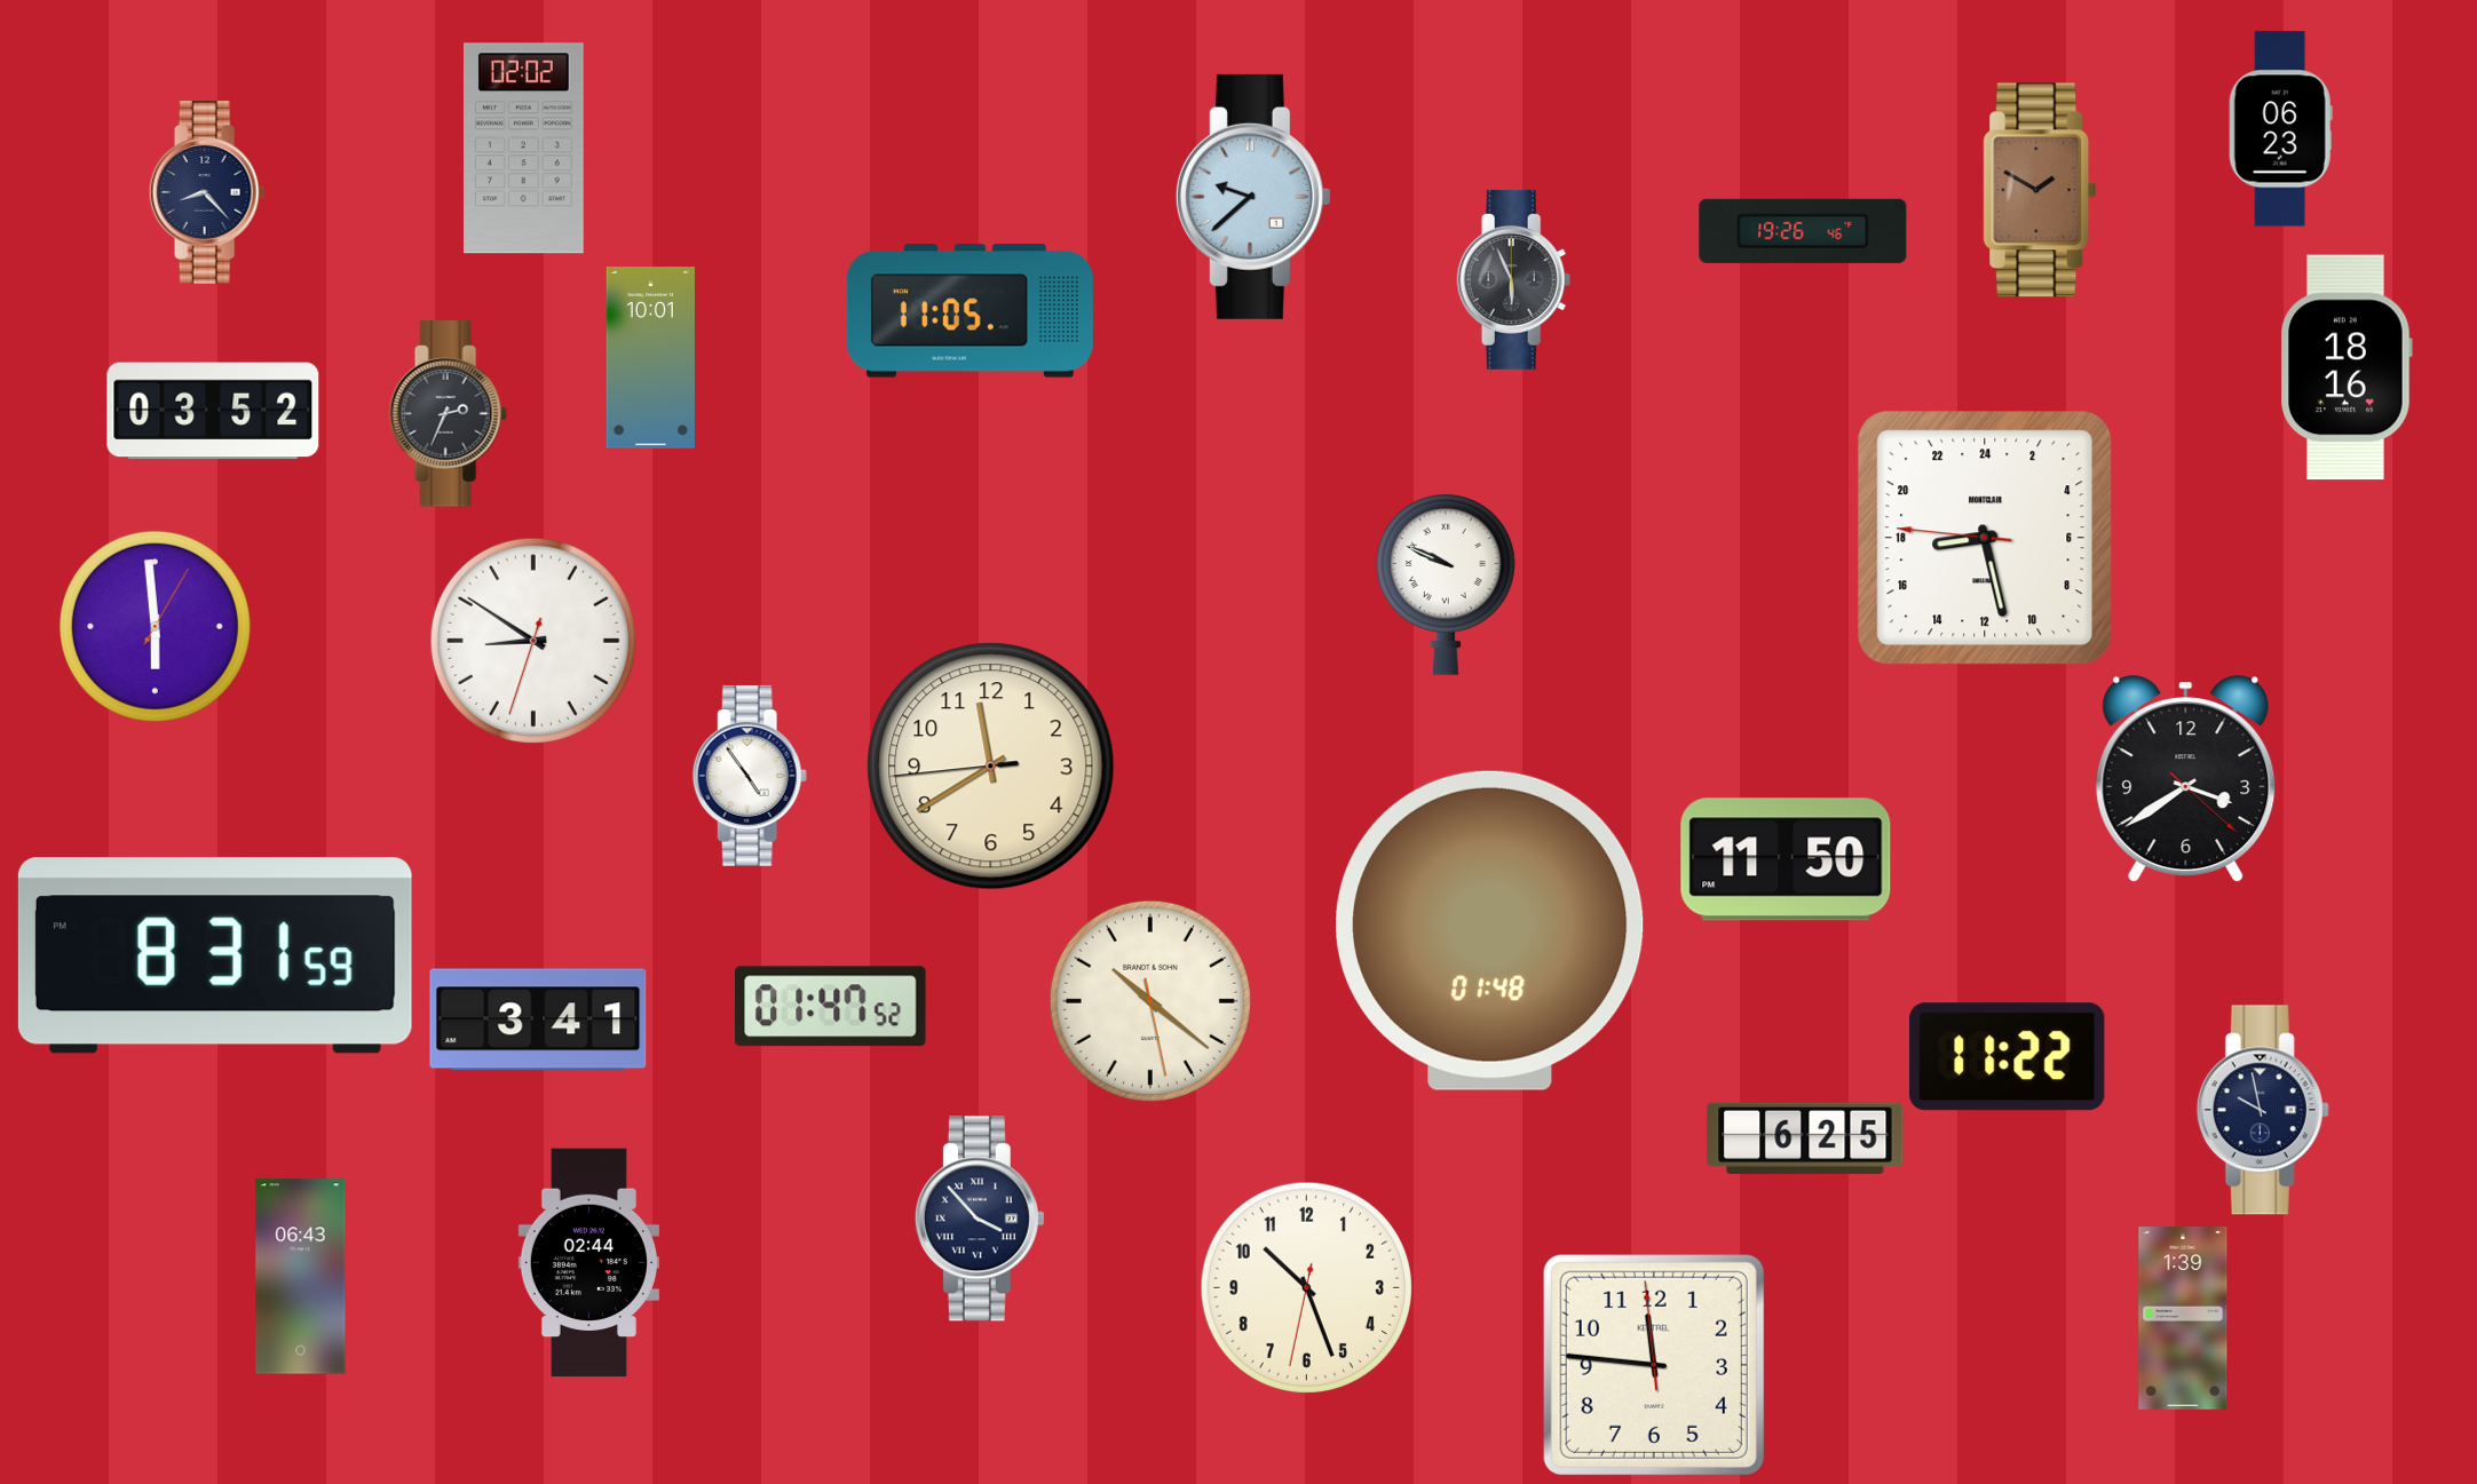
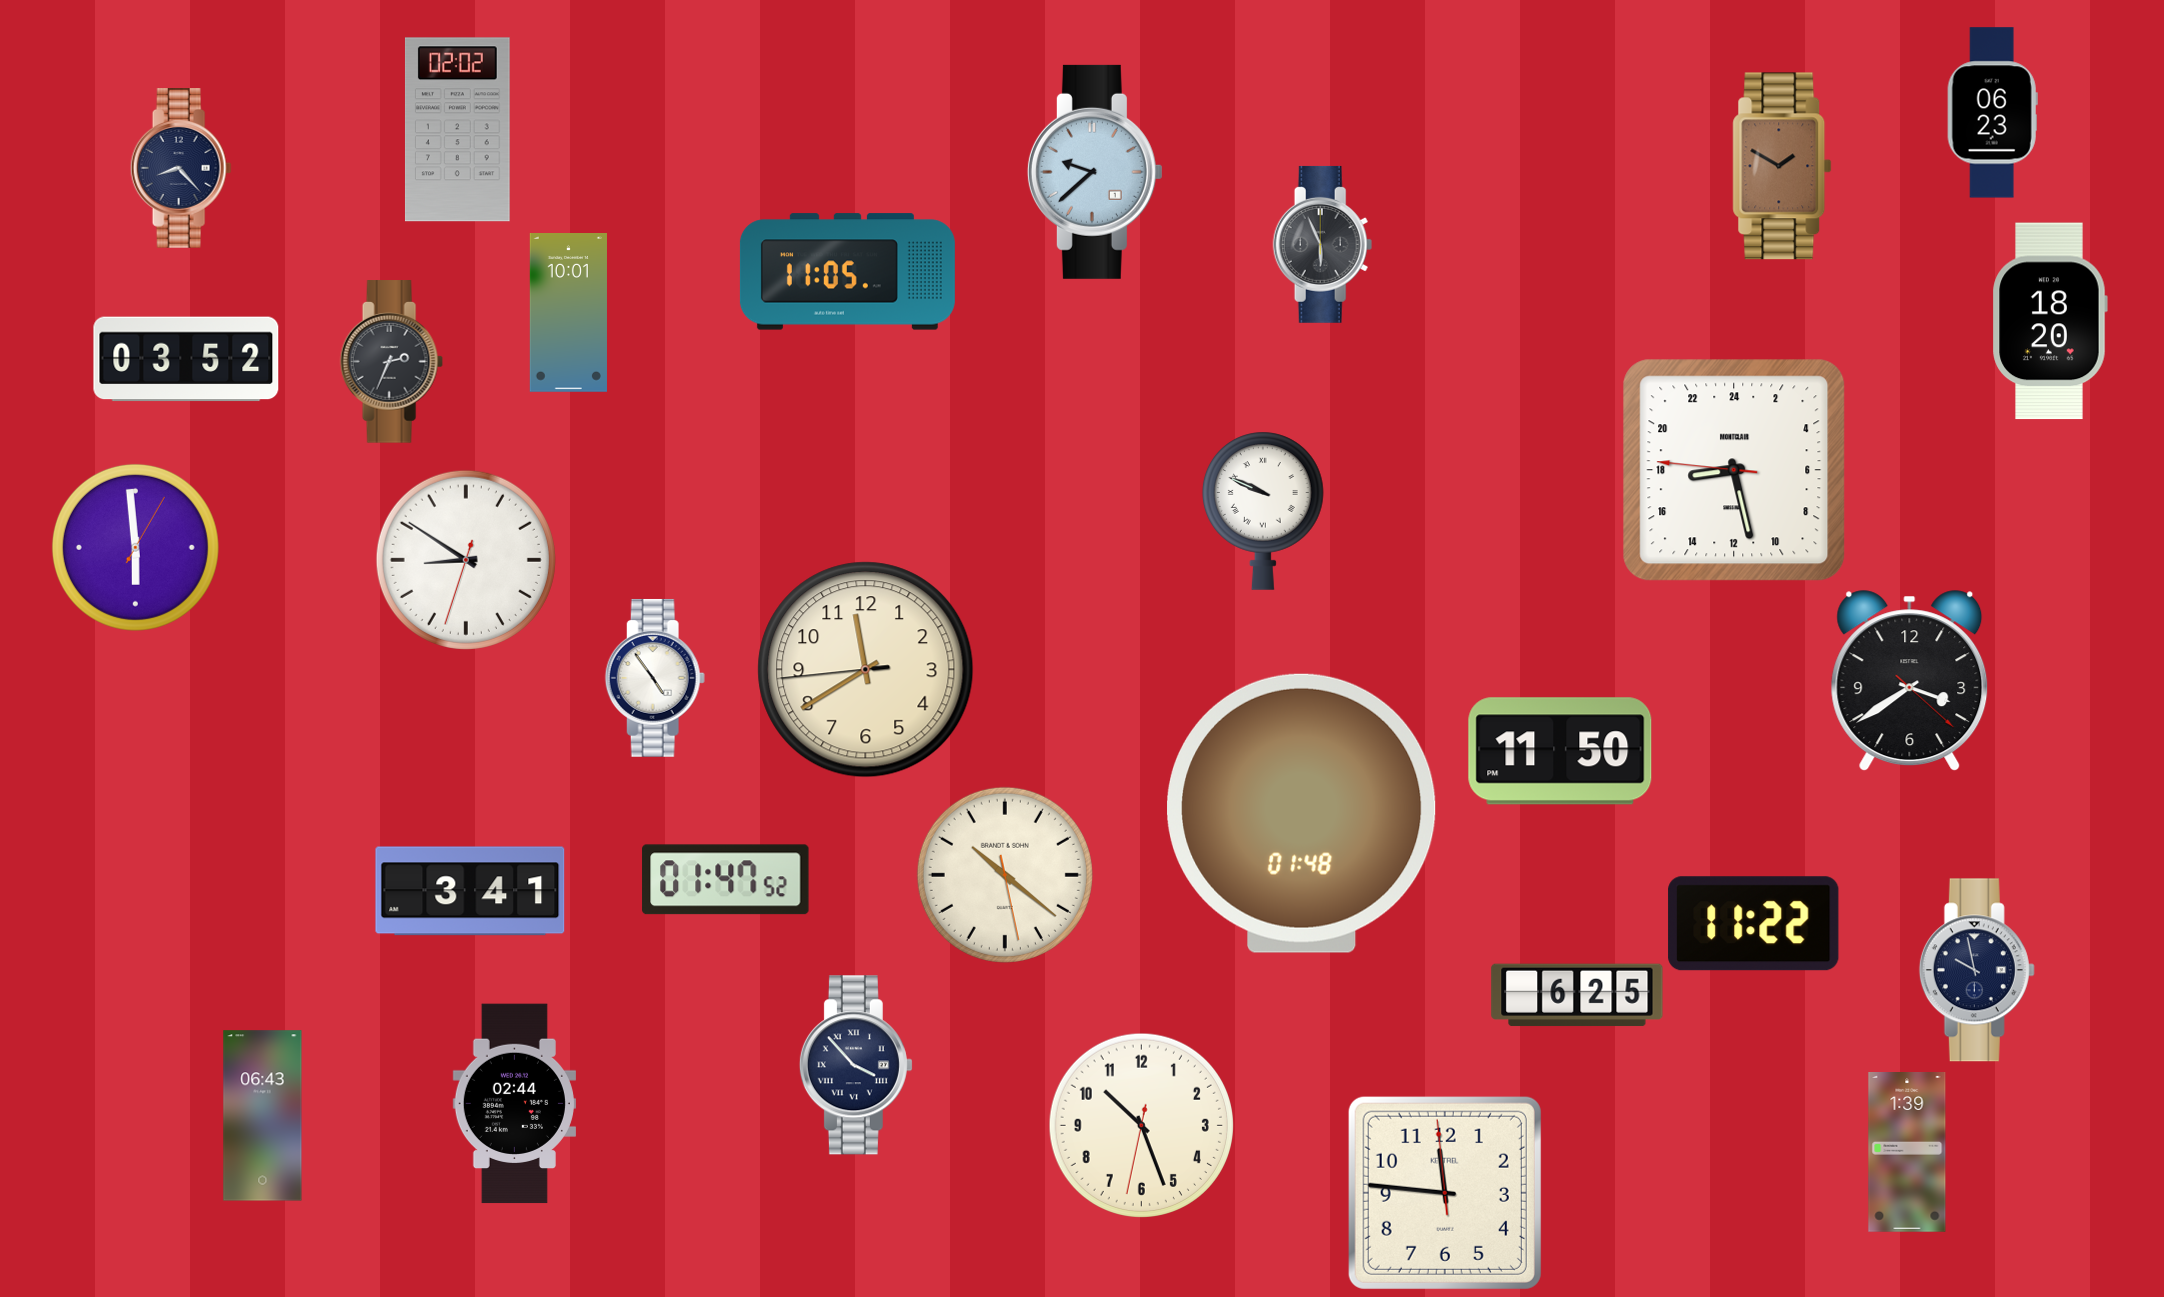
clock at (1803, 231): 19:26 -> none
clock at (2347, 367): 18:16 -> 18:20
clock at (215, 955): 8:31 -> none
